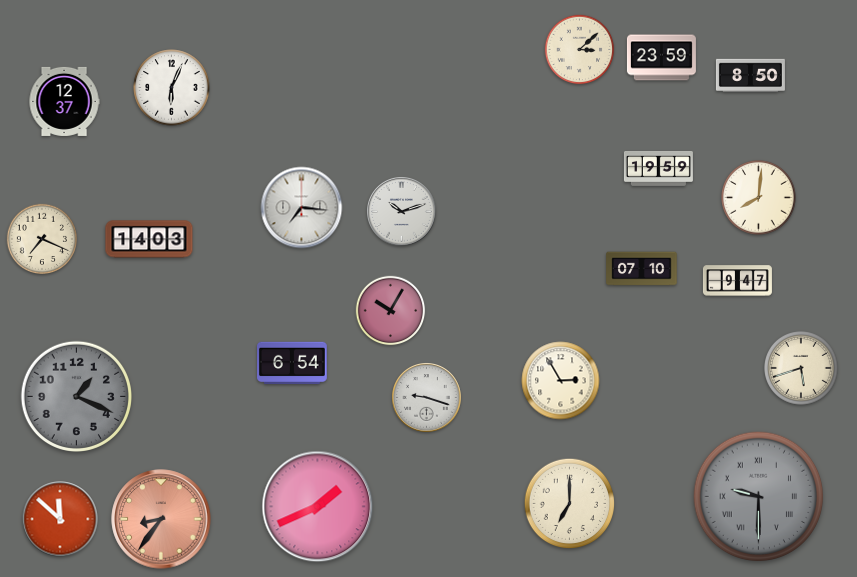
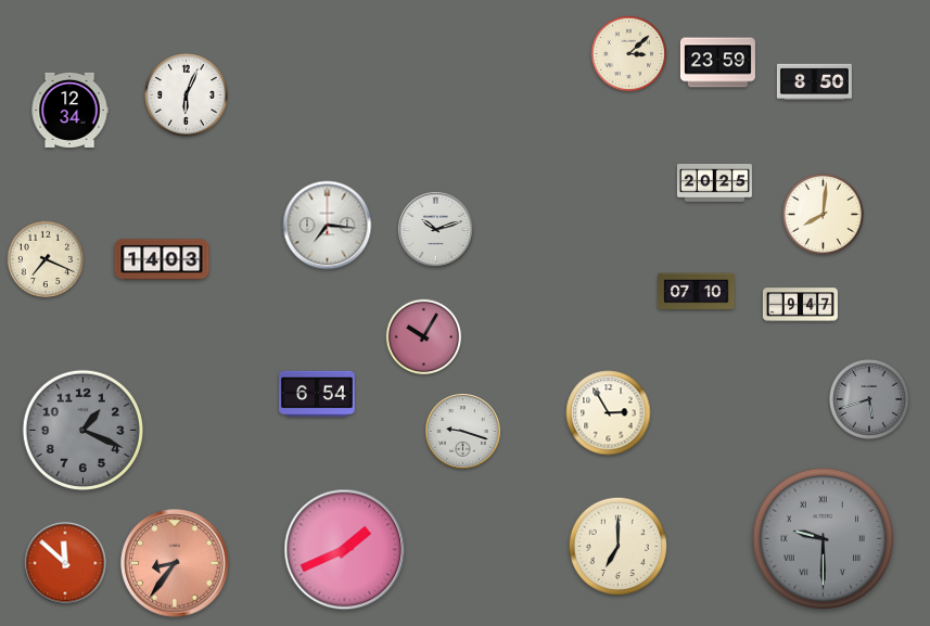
clock at (64, 101): 12:37 -> 12:34
clock at (658, 169): 19:59 -> 20:25
clock at (802, 369) dial: cream -> grey
